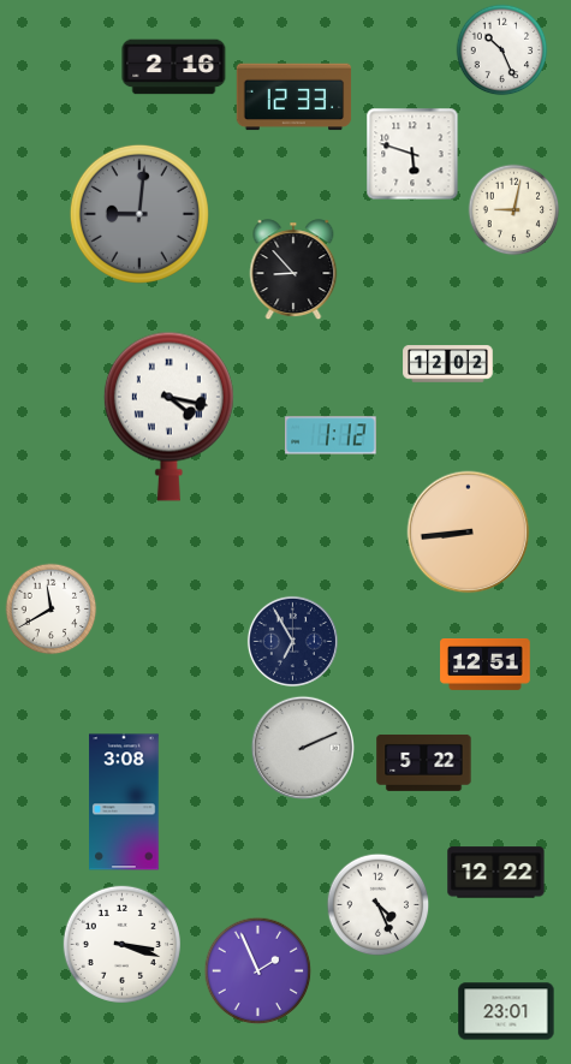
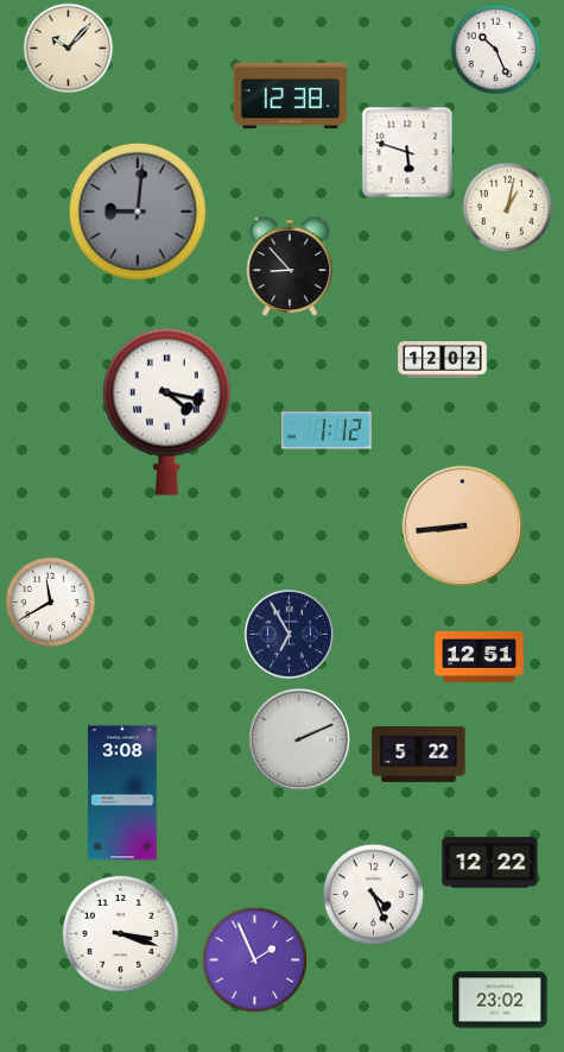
clock at (69, 49): none -> 10:07
clock at (174, 67): 2:16 -> none
clock at (295, 97): 12:33 -> 12:38
clock at (515, 210): 9:02 -> 1:02
clock at (506, 1011): 23:01 -> 23:02
